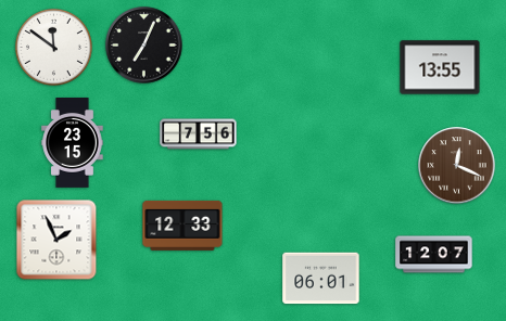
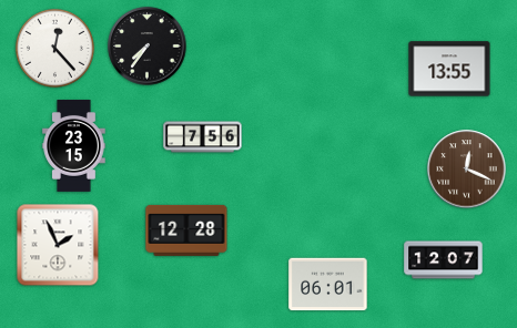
clock at (144, 46): 7:04 -> 7:36
clock at (53, 47): 11:51 -> 12:23
clock at (182, 226): 12:33 -> 12:28
